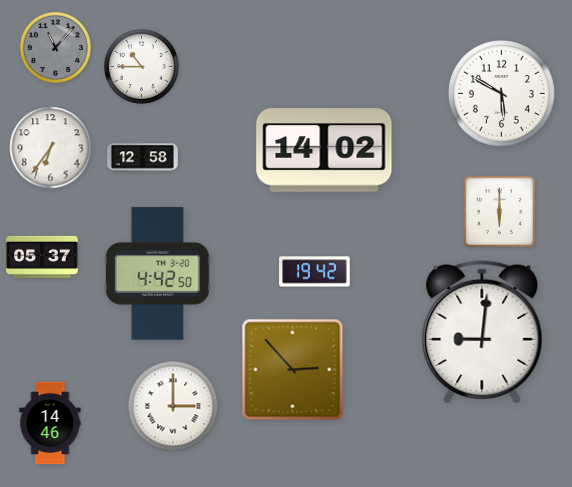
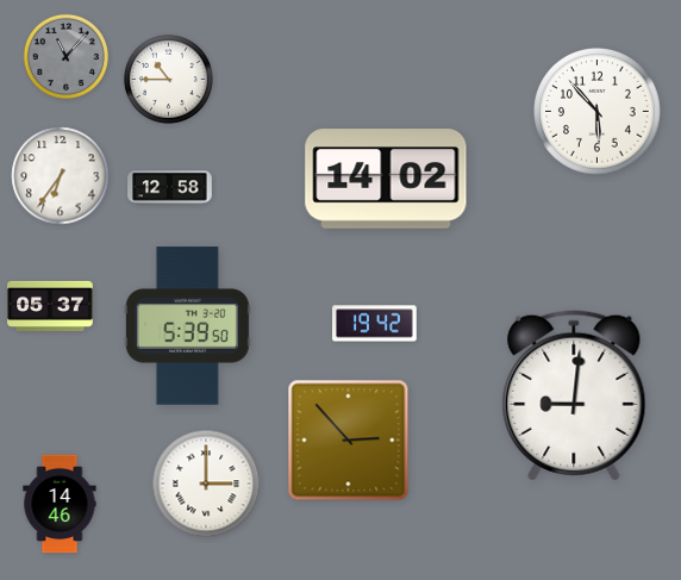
clock at (502, 94): 5:50 -> 5:53
clock at (500, 212): 6:00 -> none
clock at (157, 274): 4:42 -> 5:39
